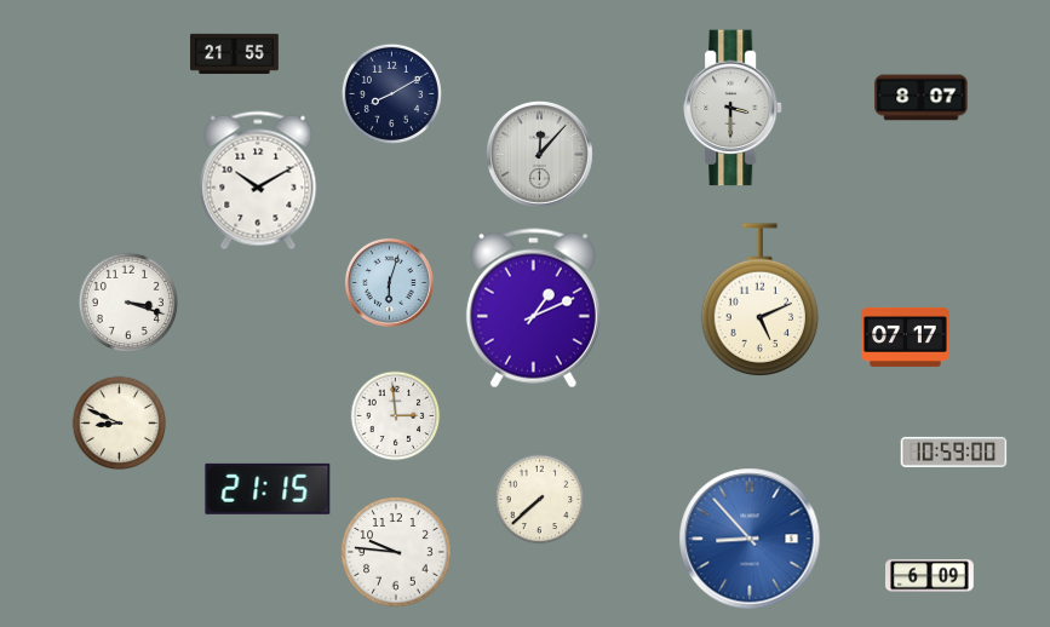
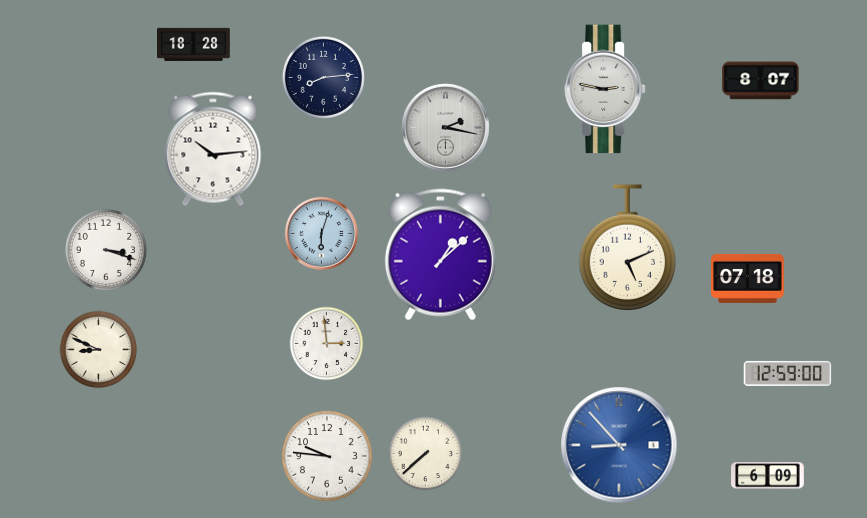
clock at (235, 53): 21:55 -> 18:28
clock at (391, 93): 8:10 -> 8:14
clock at (734, 108): 3:30 -> 2:47
clock at (540, 155): 12:07 -> 2:17
clock at (258, 180): 10:10 -> 10:14
clock at (533, 309): 1:11 -> 1:08
clock at (906, 336): 07:17 -> 07:18
clock at (954, 451): 10:59 -> 12:59
clock at (268, 489): 21:15 -> none
clock at (540, 500) position: (540, 500) -> (426, 454)
